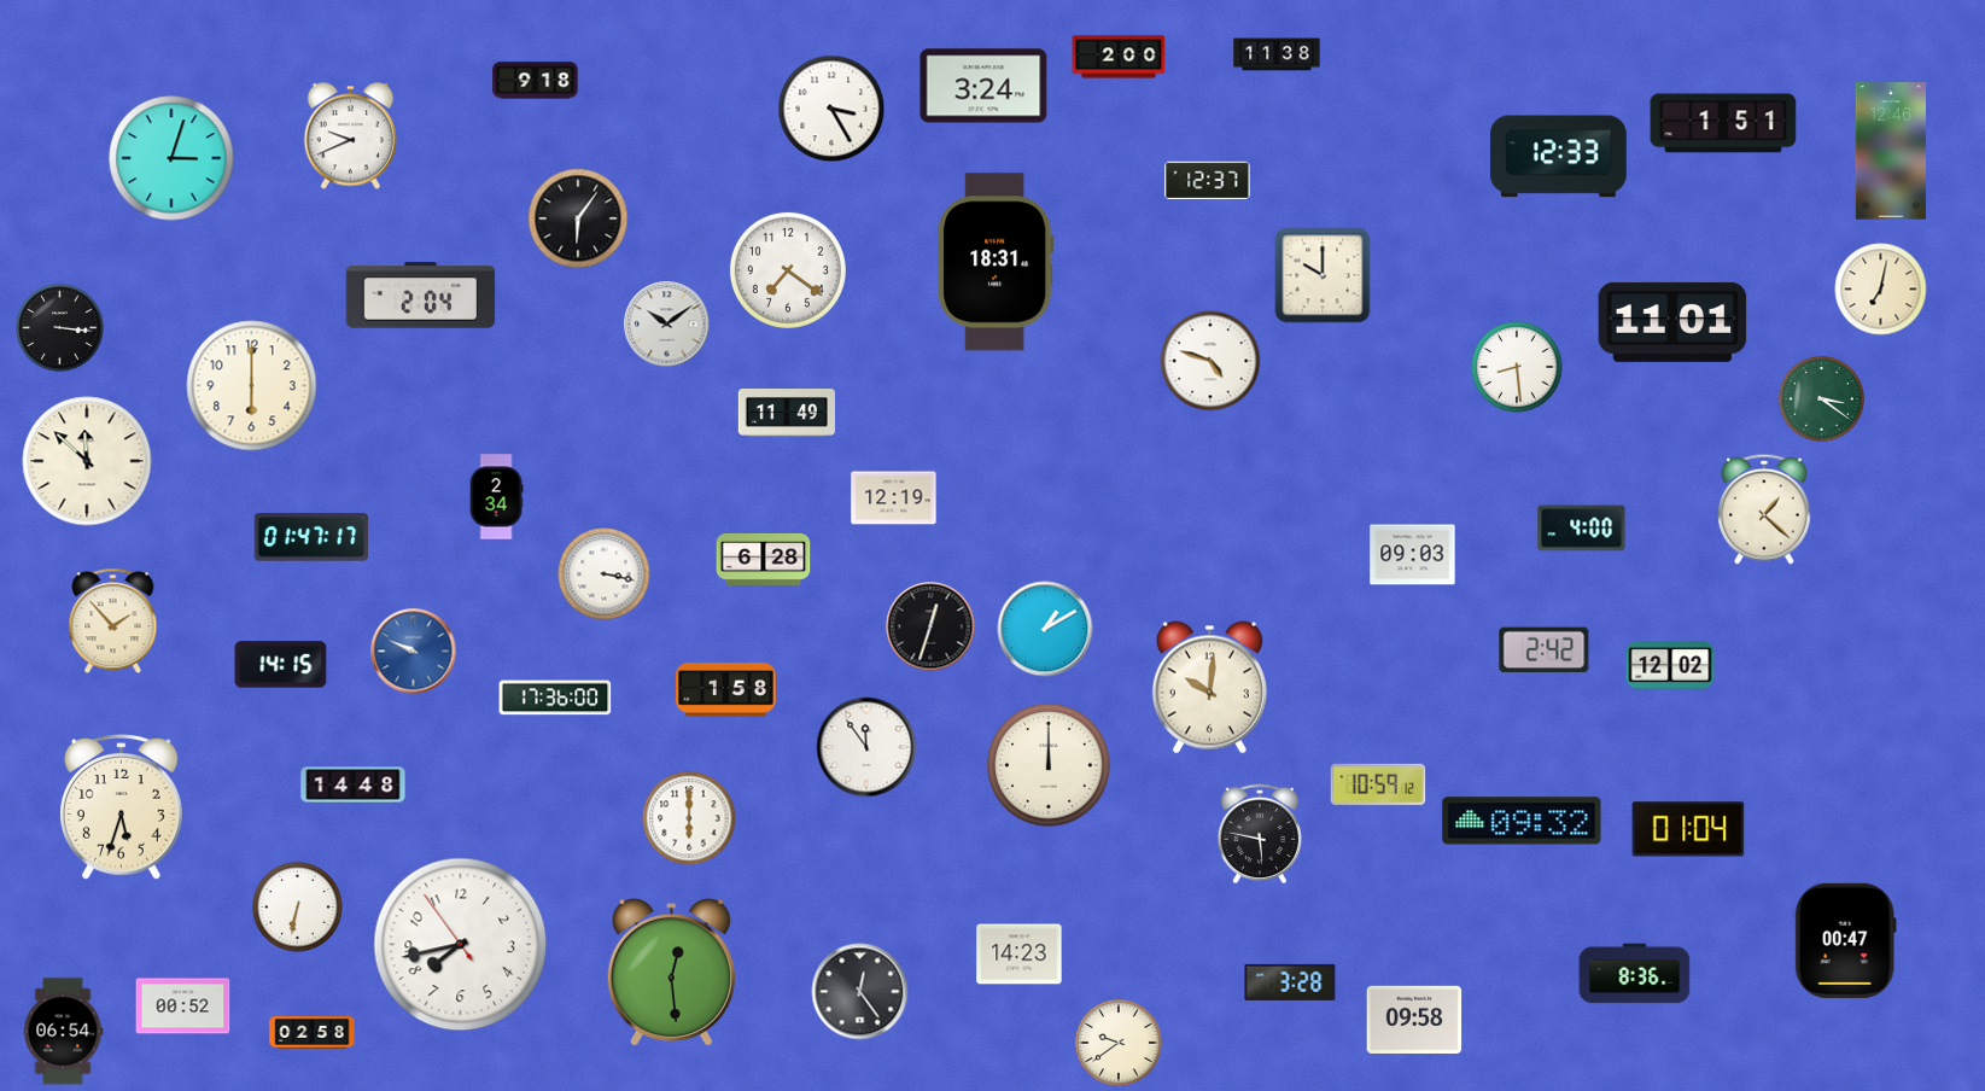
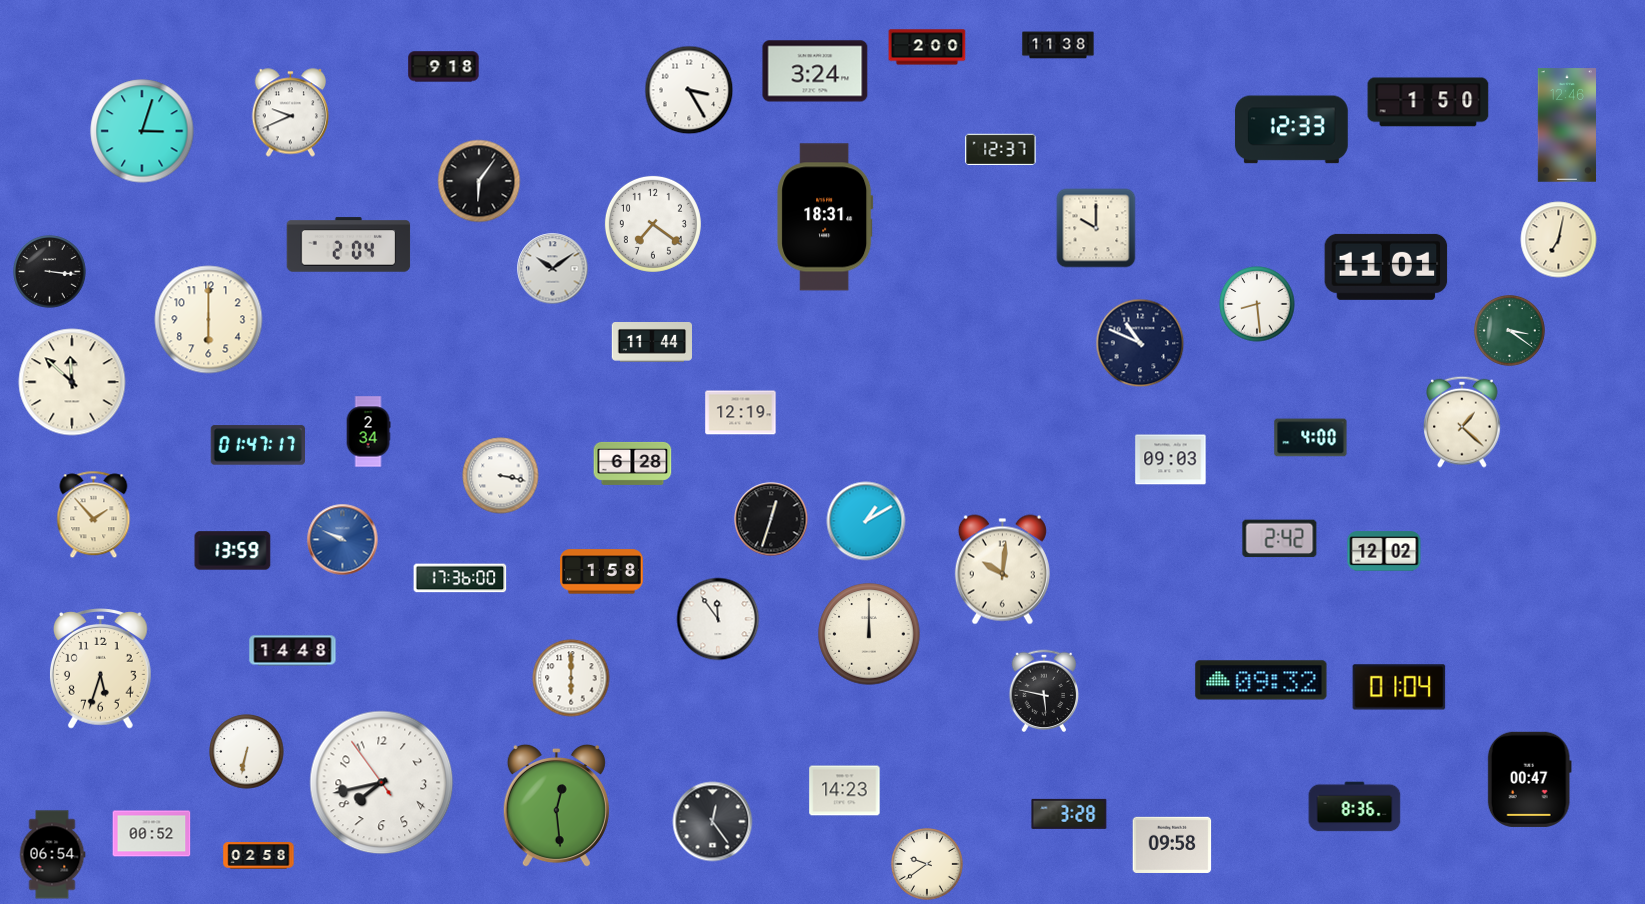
clock at (1723, 123): 1:51 -> 1:50
clock at (1210, 361): 4:48 -> none
clock at (786, 414): 11:49 -> 11:44
clock at (1140, 343): none -> 10:49
clock at (496, 497) position: (496, 497) -> (368, 432)
clock at (281, 665): 14:15 -> 13:59
clock at (1378, 784): 10:59 -> none
